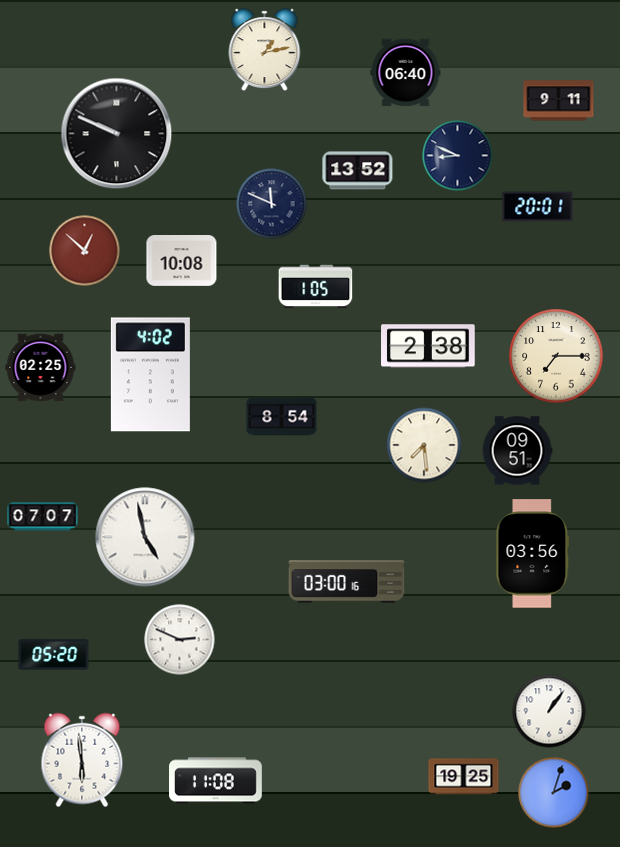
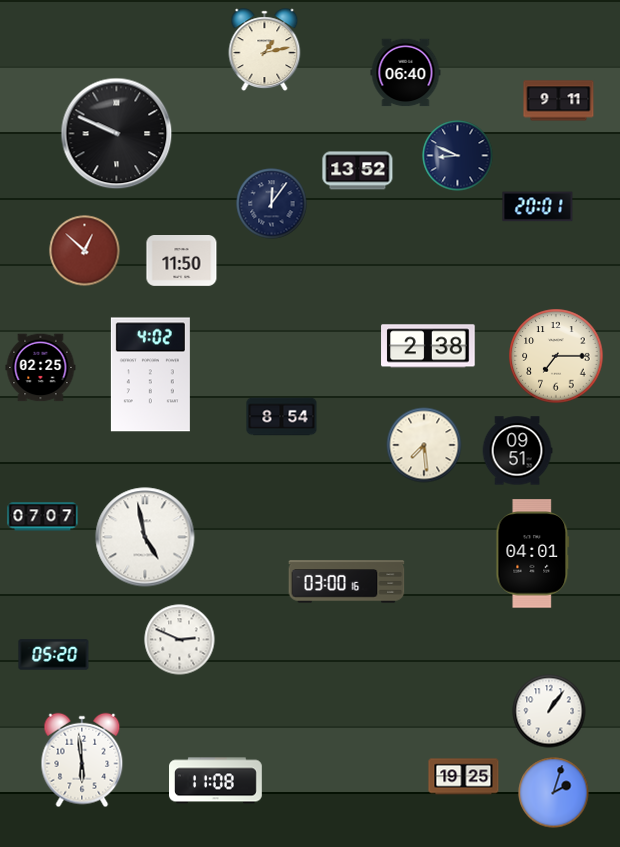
clock at (272, 204): 11:49 -> 12:06
clock at (182, 261): 10:08 -> 11:50
clock at (316, 287): 1:05 -> none
clock at (533, 554): 03:56 -> 04:01
